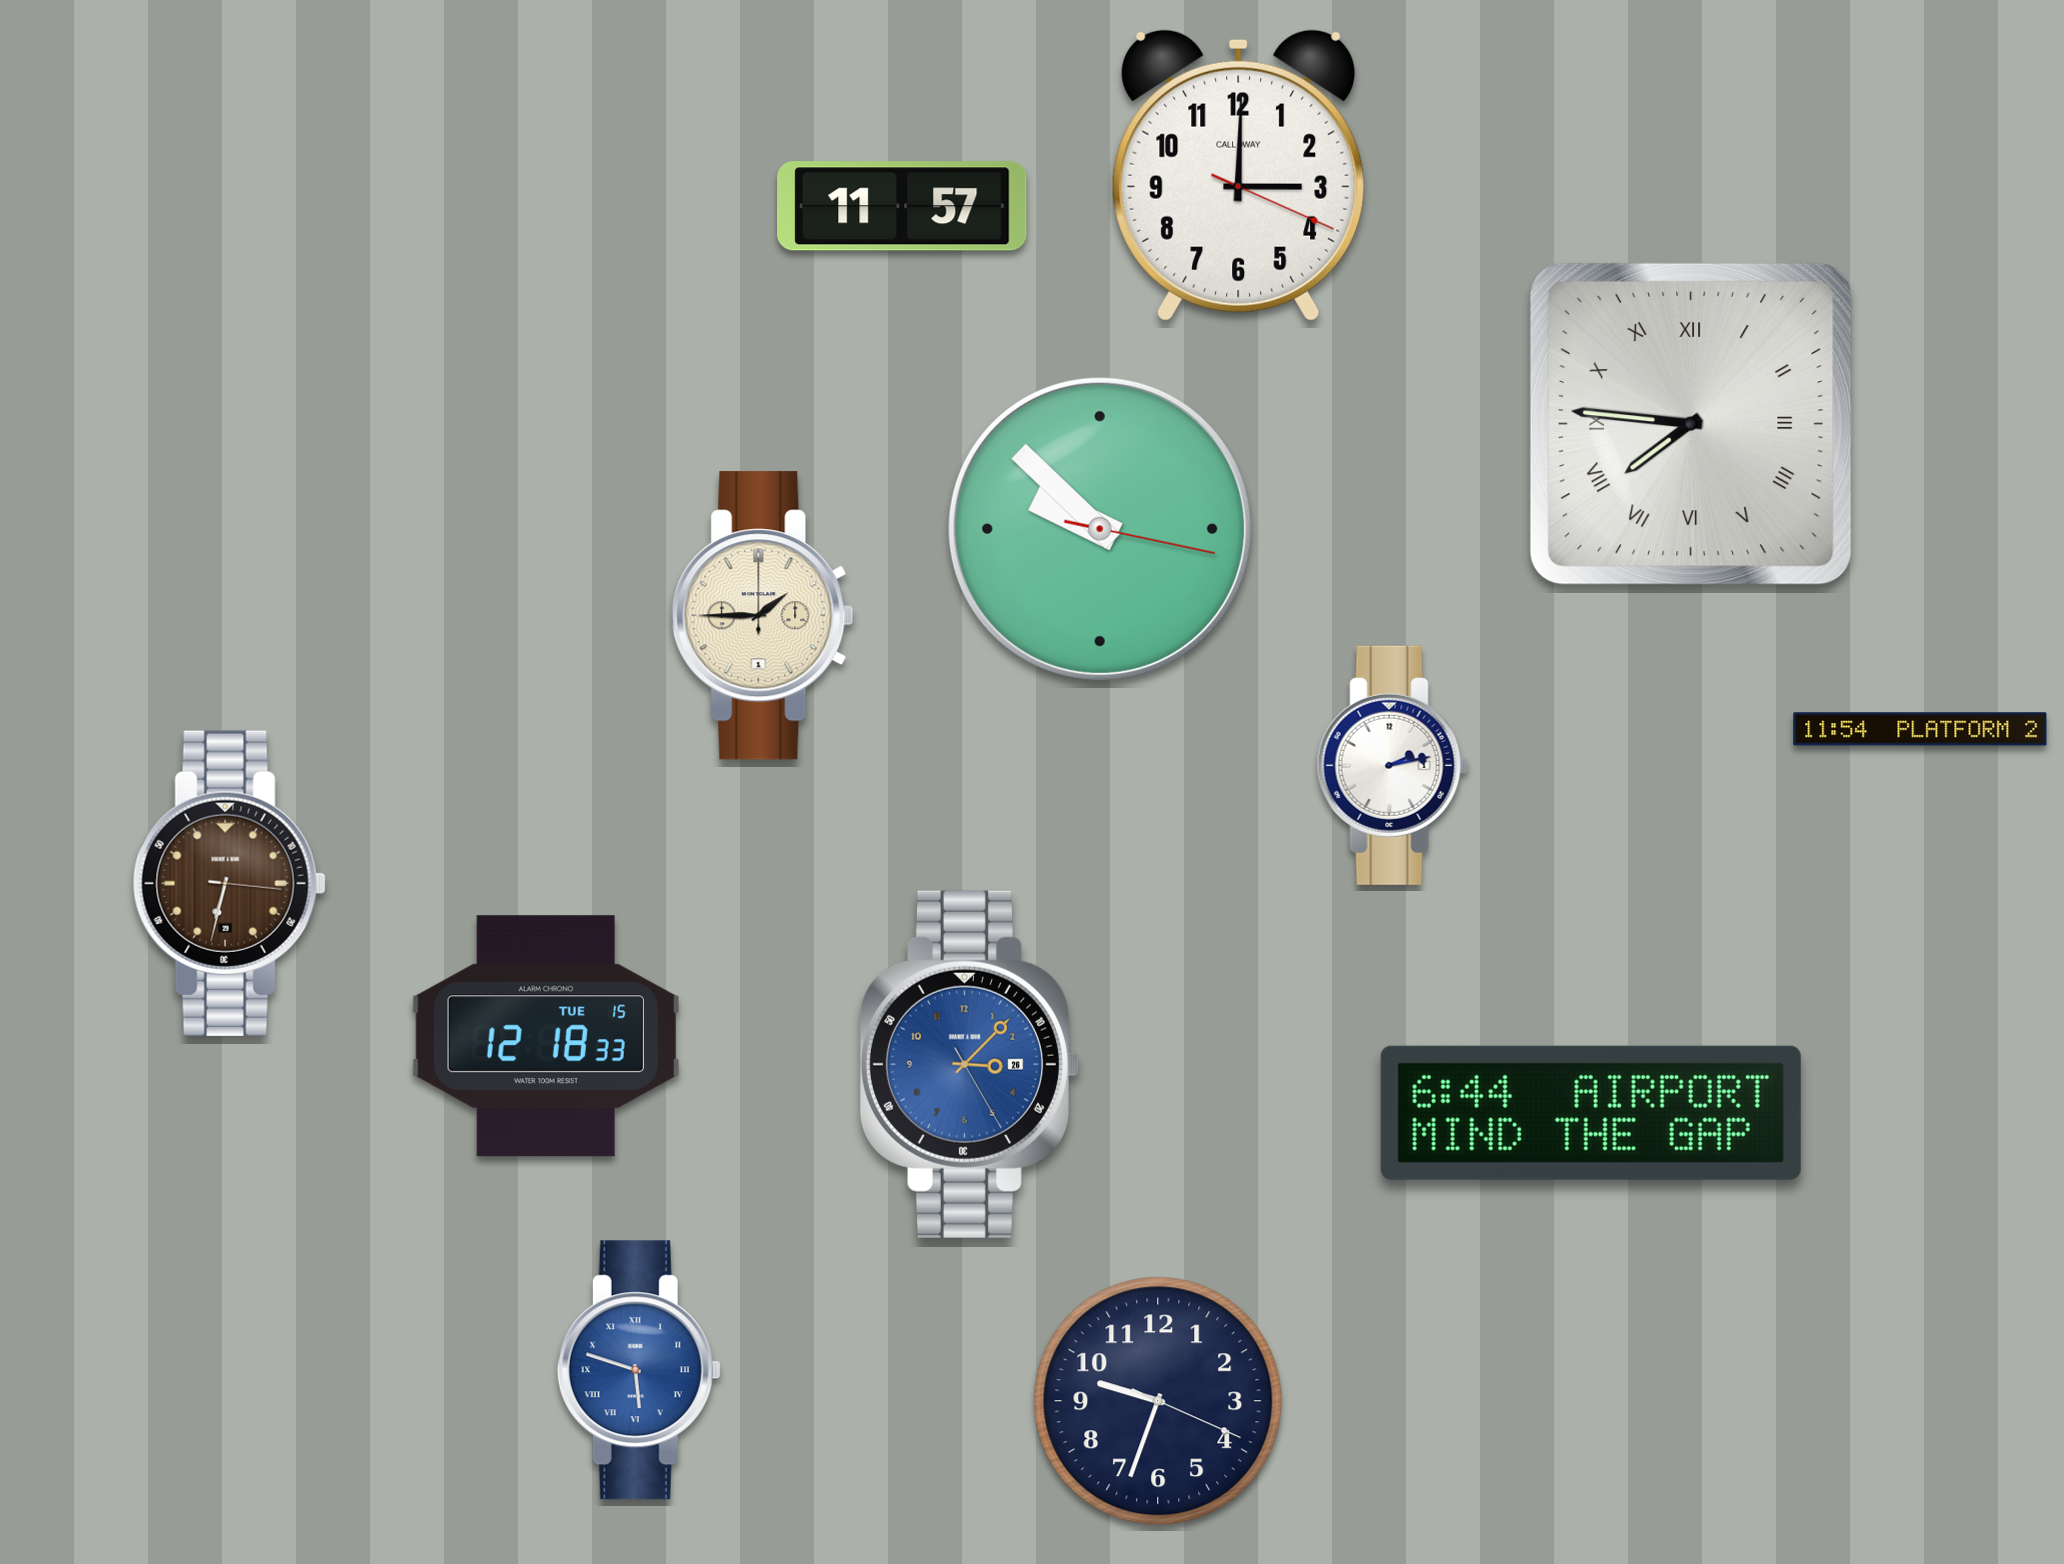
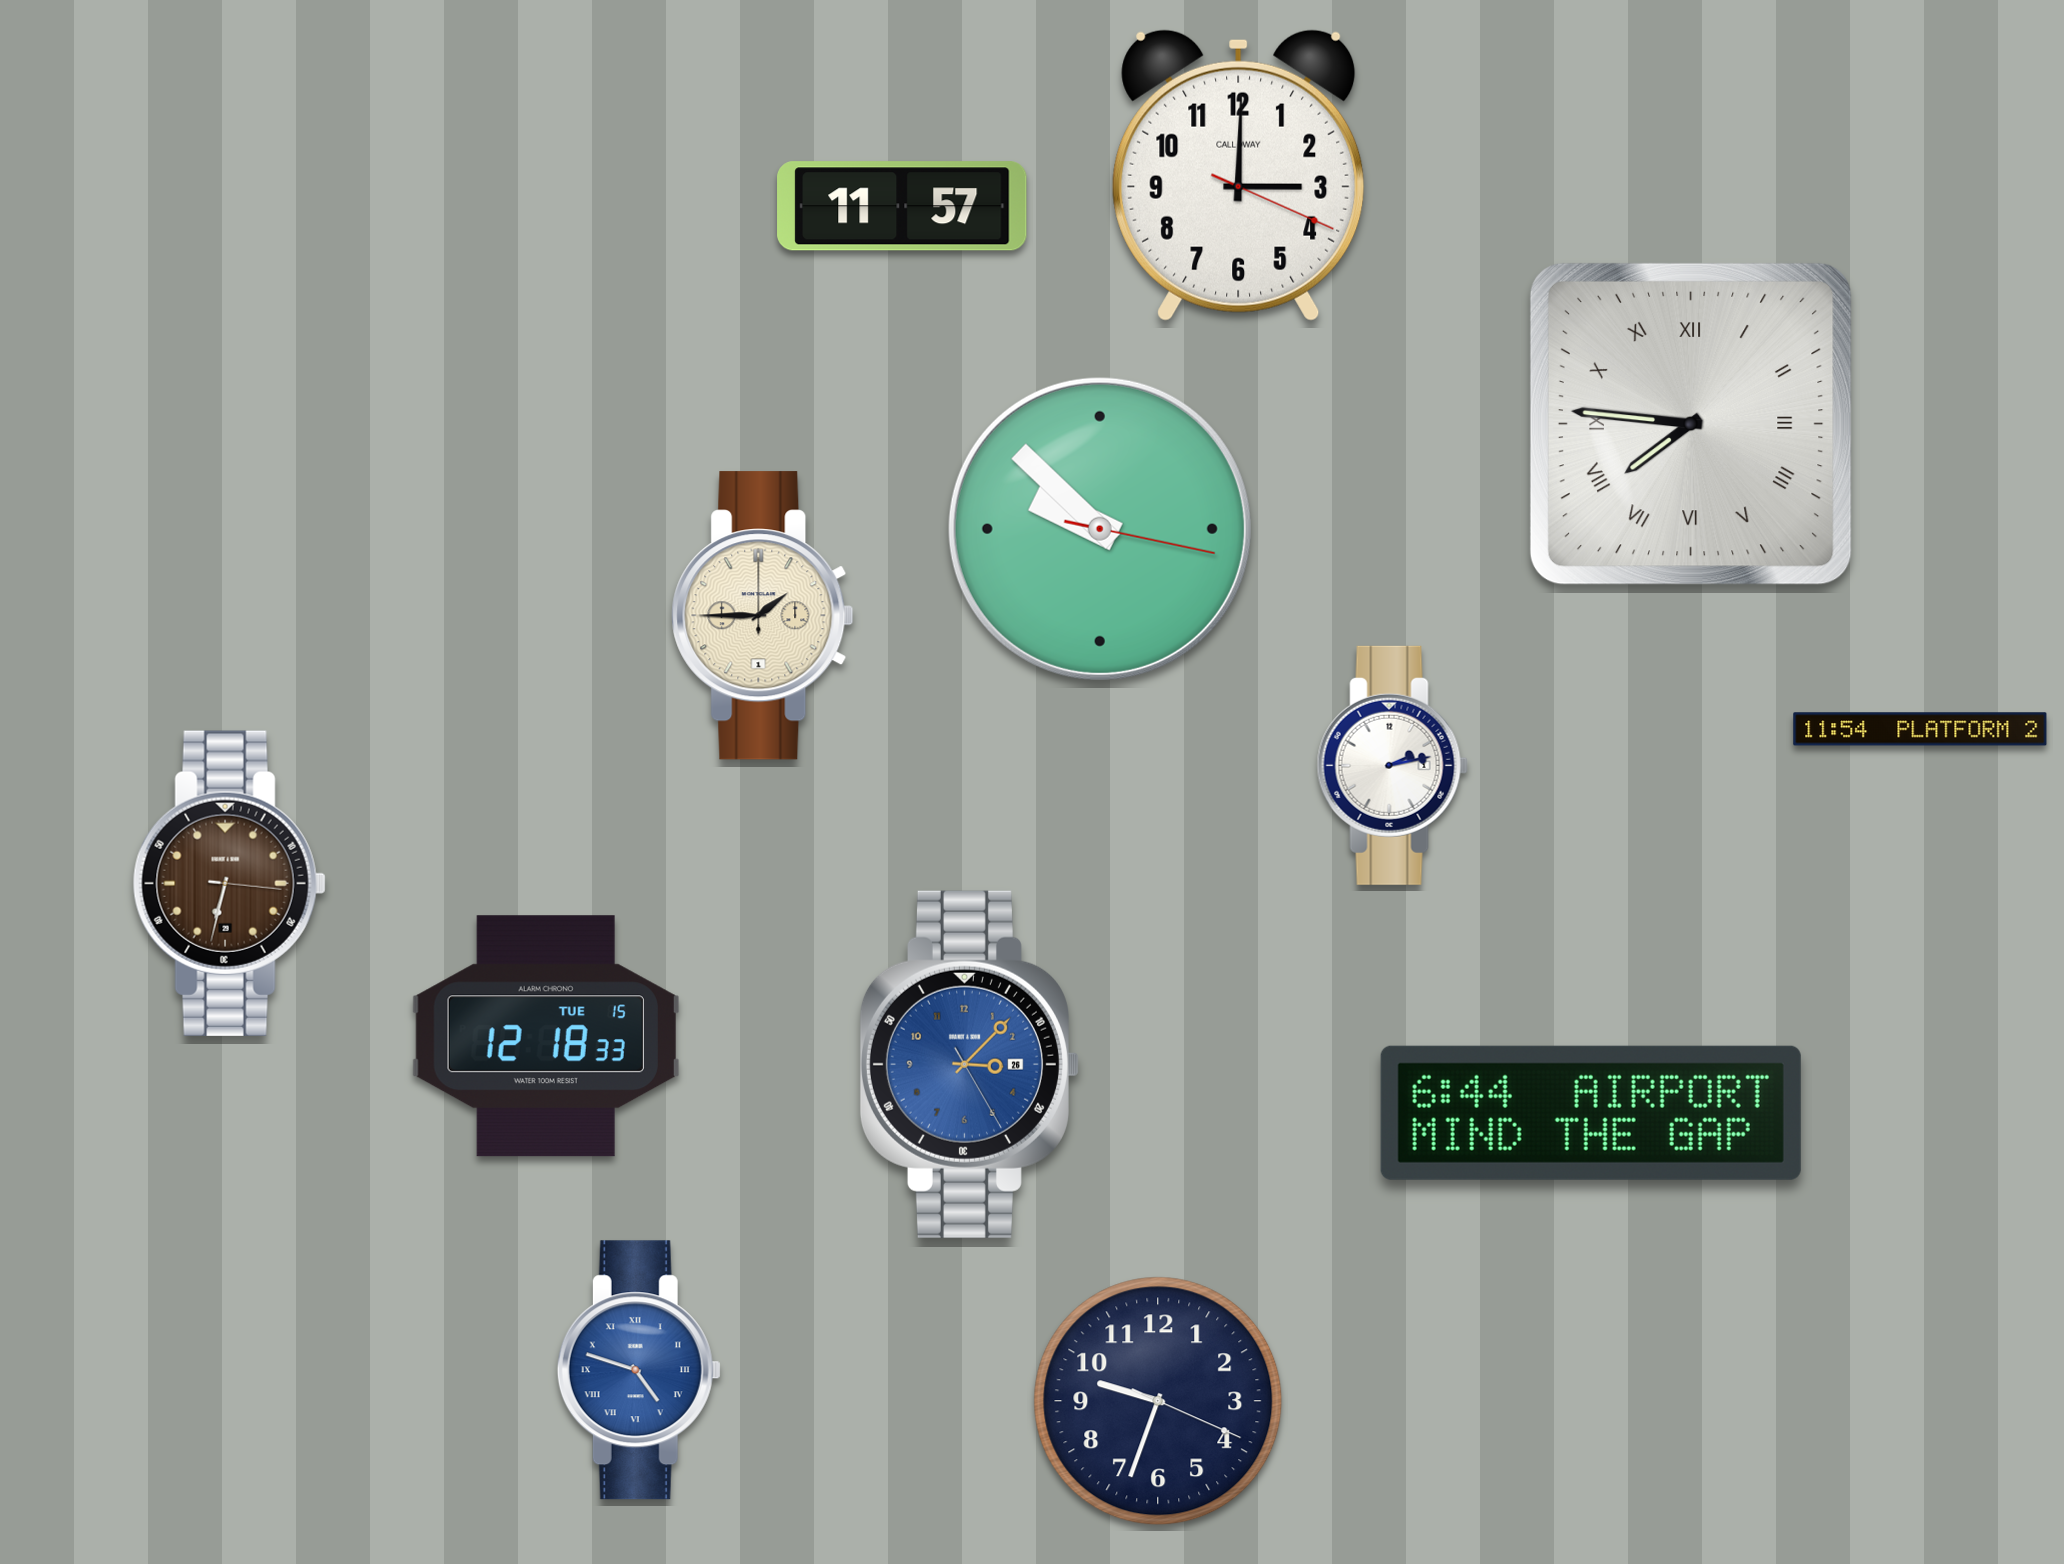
clock at (639, 1370): 5:48 -> 4:48
